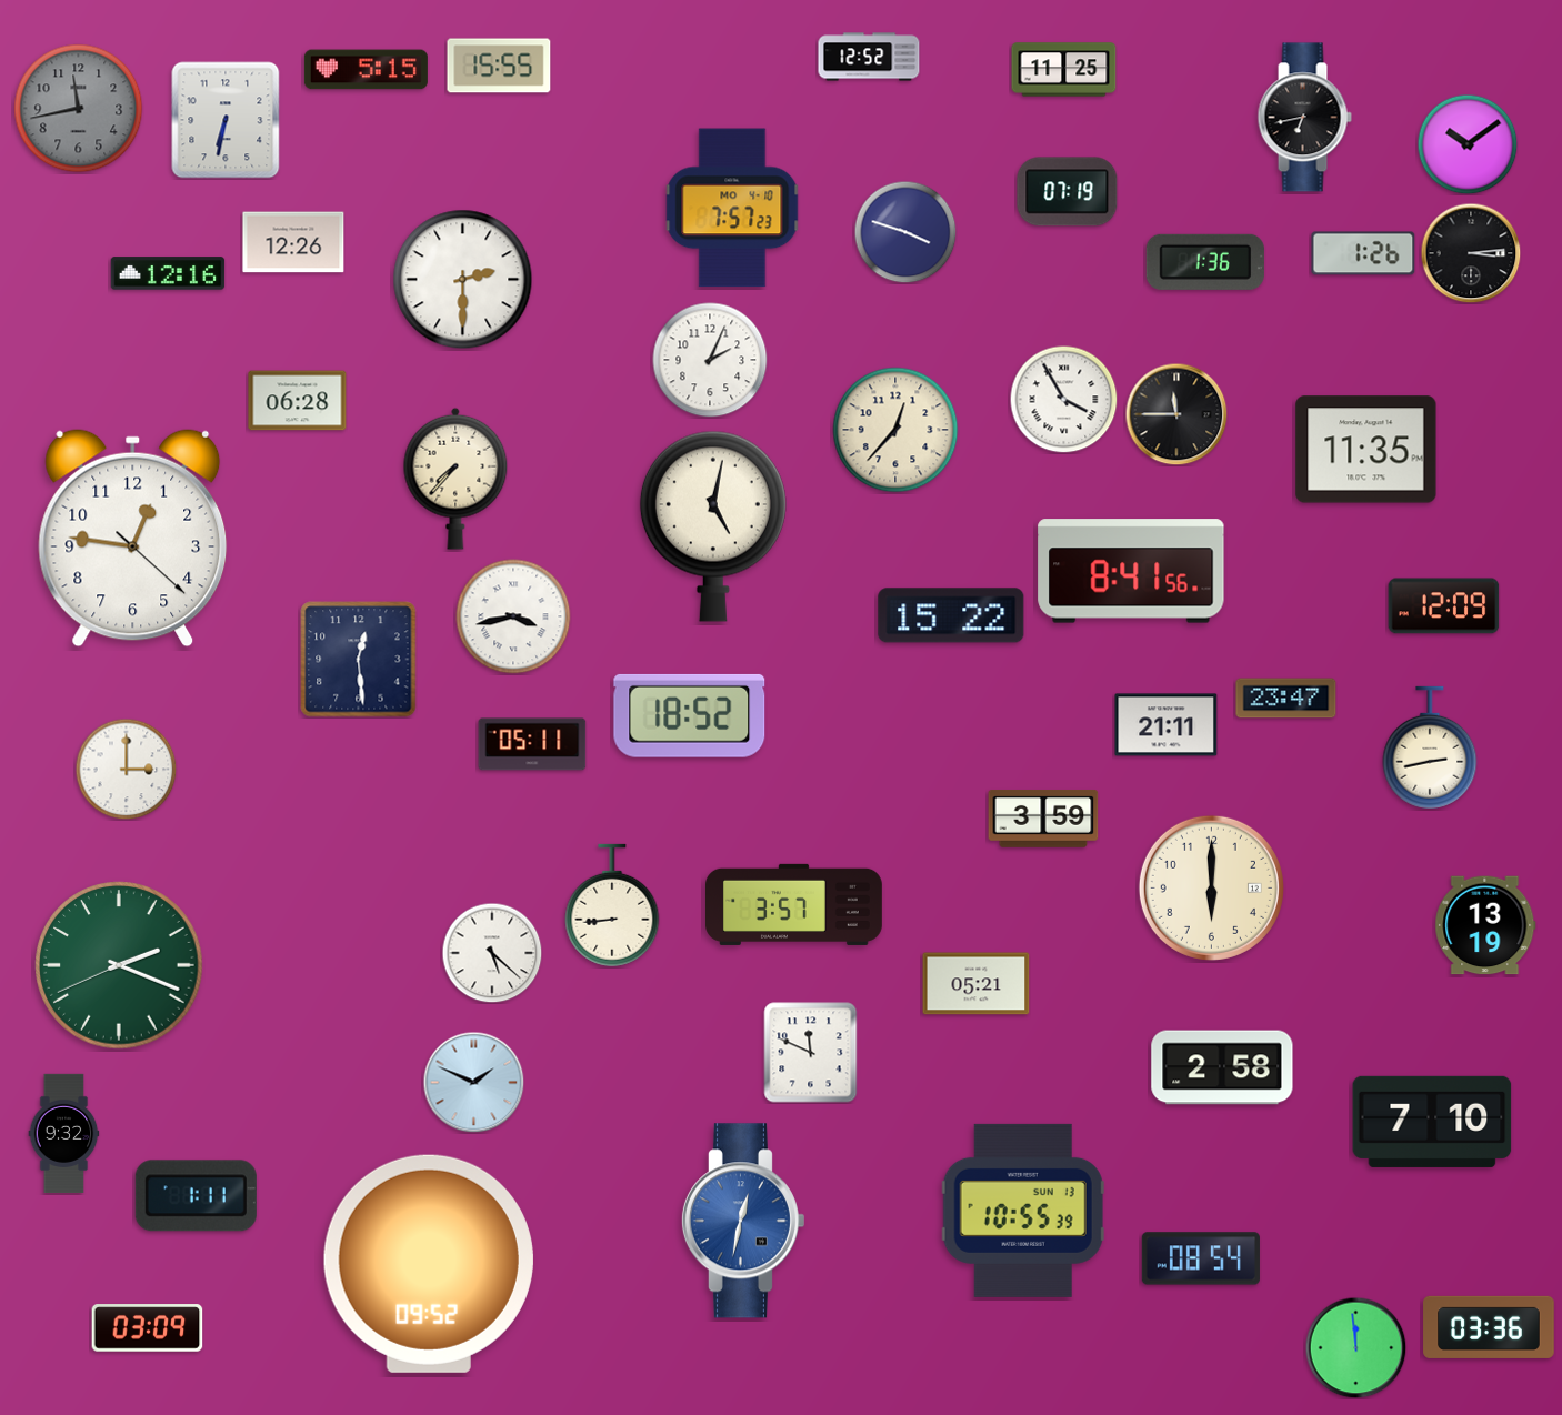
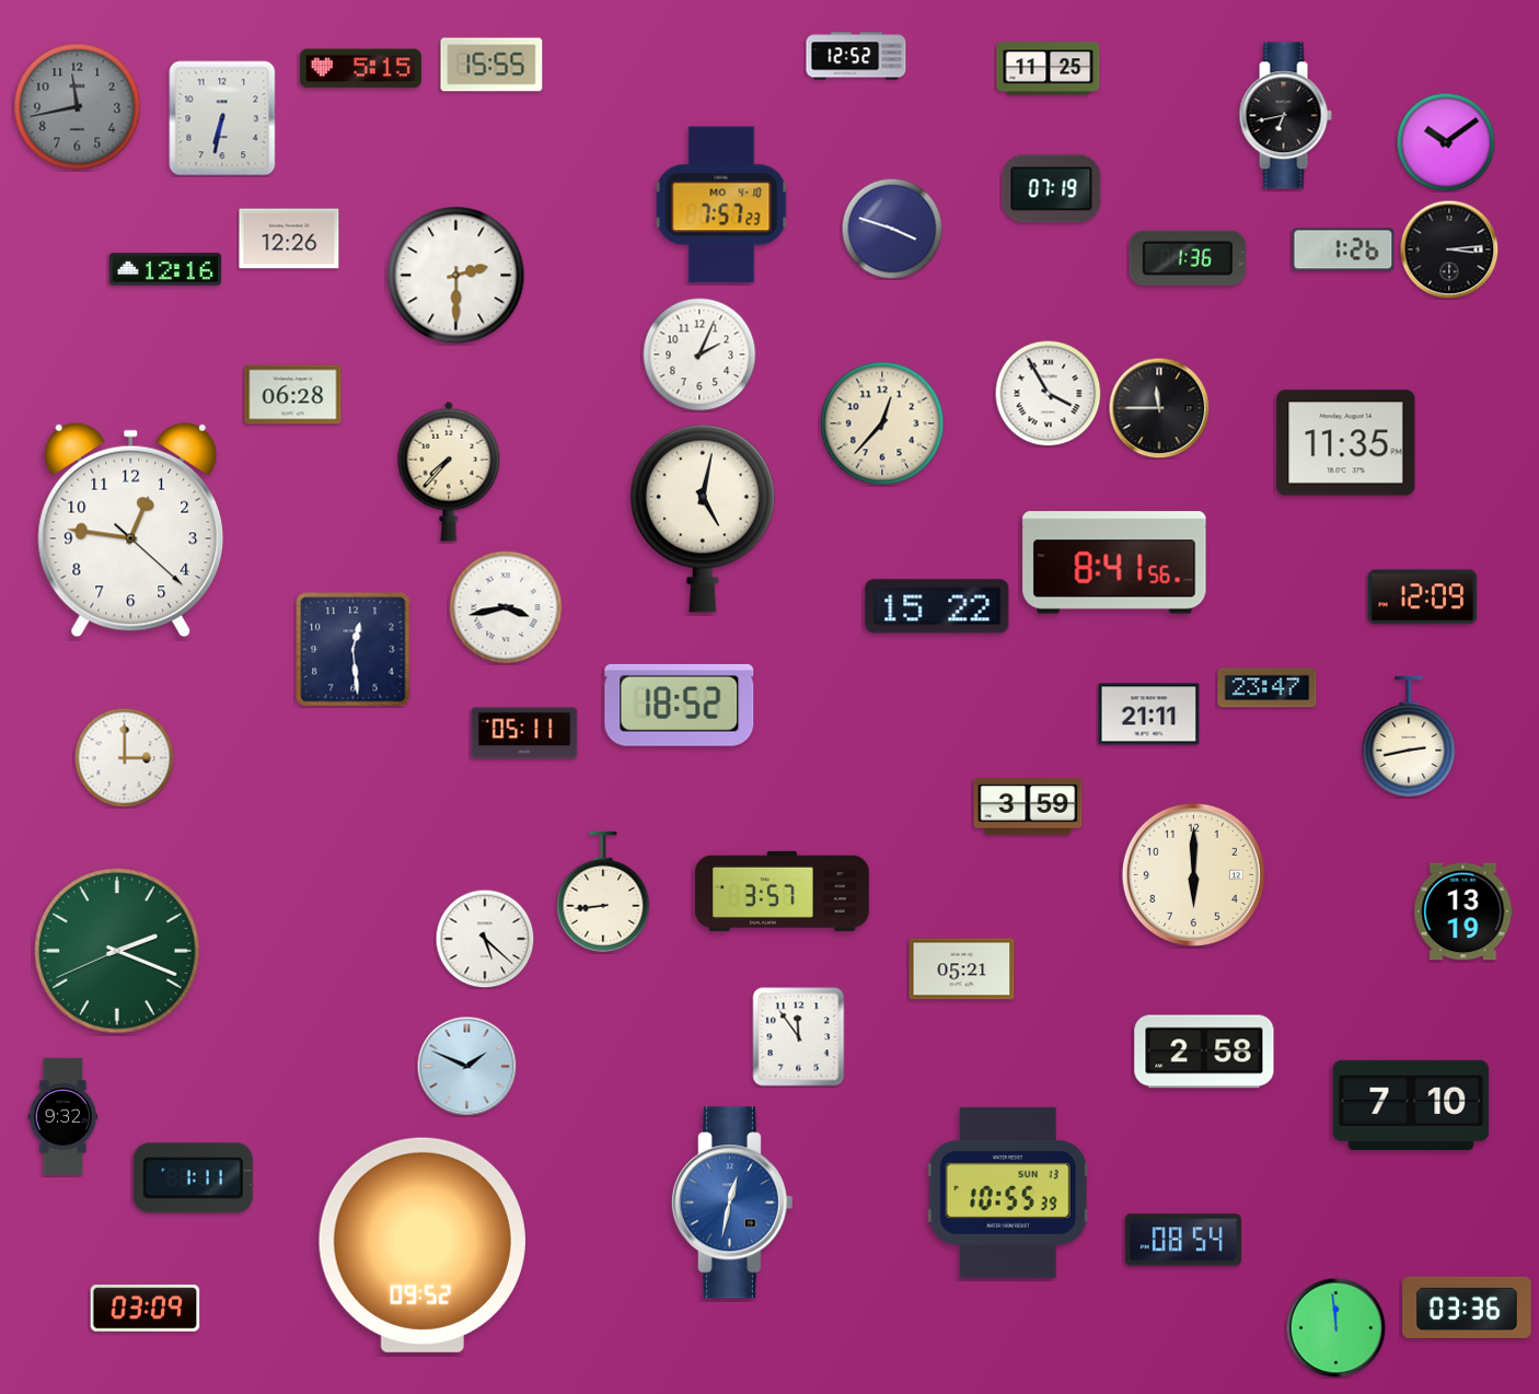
clock at (811, 1053): 11:49 -> 11:54
